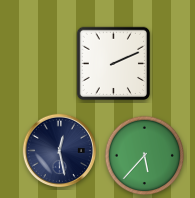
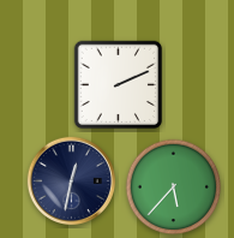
clock at (114, 64) position: (114, 64) -> (119, 85)
clock at (59, 150): 12:28 -> 12:32
